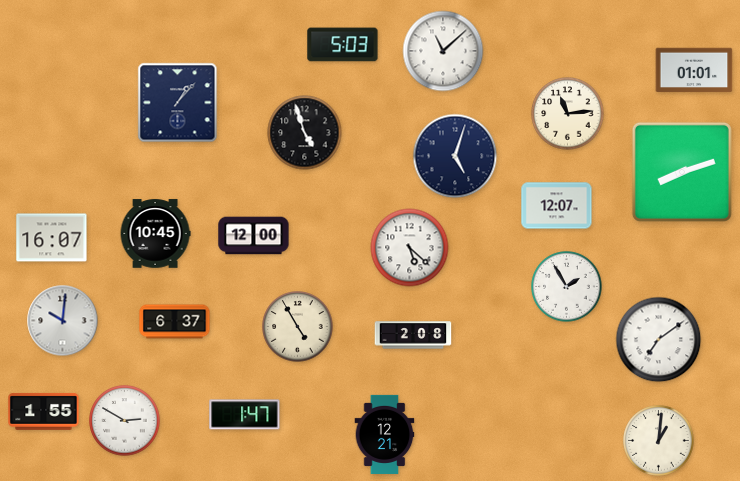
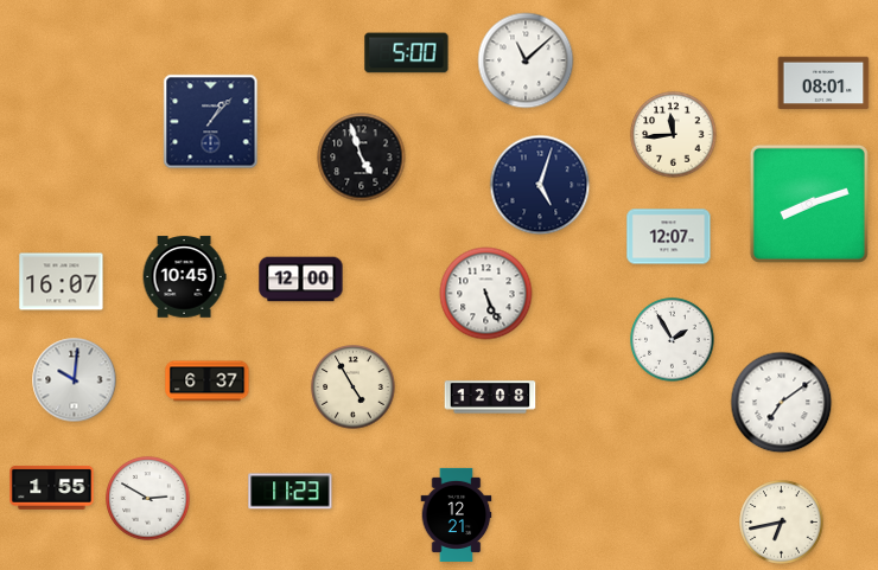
clock at (343, 45): 5:03 -> 5:00
clock at (694, 70): 01:01 -> 08:01
clock at (568, 114): 11:14 -> 11:44
clock at (557, 206) position: (557, 206) -> (669, 237)
clock at (410, 248): 5:22 -> 5:26
clock at (413, 335): 2:08 -> 12:08
clock at (245, 415): 1:47 -> 11:23
clock at (659, 441): 1:01 -> 6:43
